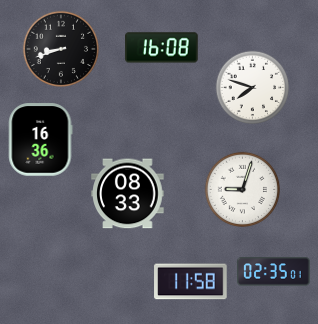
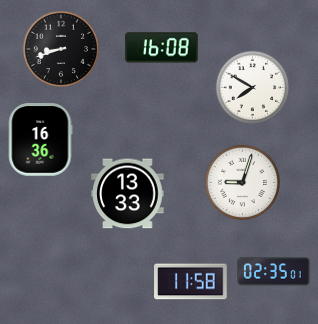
clock at (253, 88): 7:48 -> 7:50
clock at (242, 189) position: (242, 189) -> (242, 182)
clock at (128, 194): 08:33 -> 13:33
